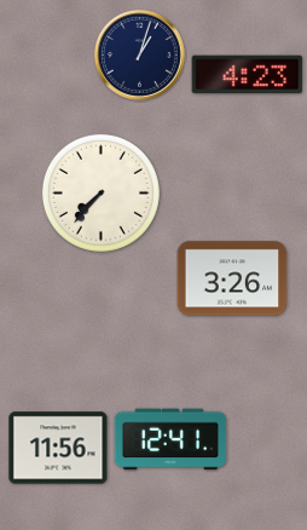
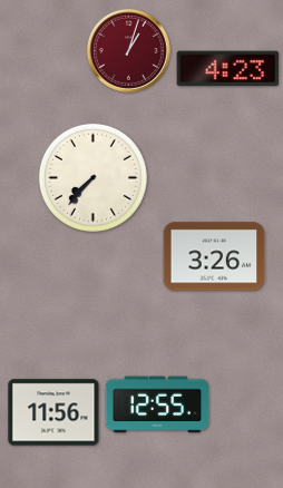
clock at (139, 54) dial: navy -> burgundy
clock at (170, 439): 12:41 -> 12:55
